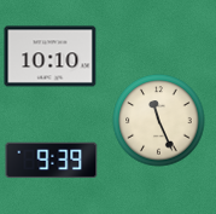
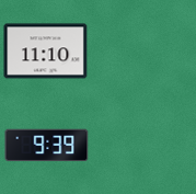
clock at (51, 57): 10:10 -> 11:10
clock at (159, 121): 11:26 -> none
